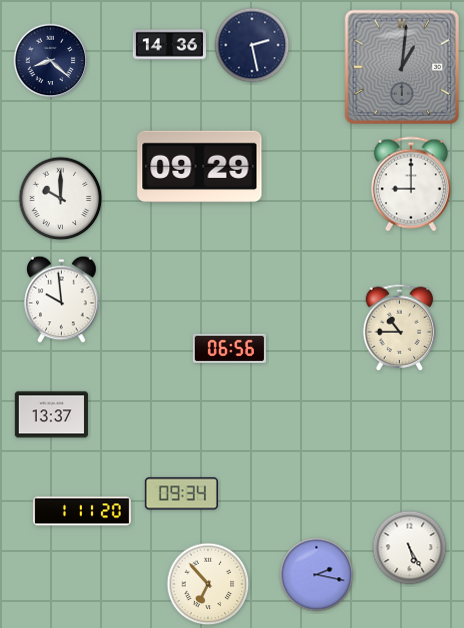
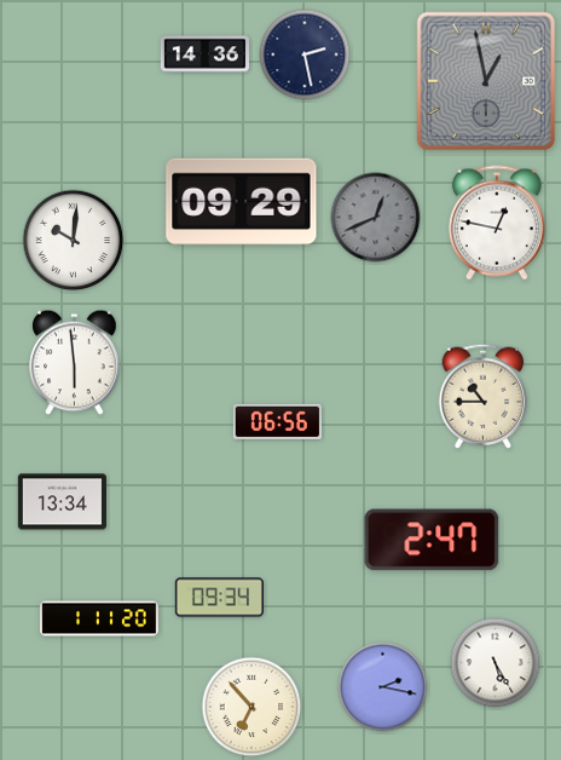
clock at (51, 61): 8:22 -> none
clock at (401, 66): 1:01 -> 12:58
clock at (376, 218): none -> 12:41
clock at (411, 184): 9:00 -> 12:47
clock at (61, 199): 10:00 -> 10:01
clock at (62, 300): 9:59 -> 5:59
clock at (51, 415): 13:37 -> 13:34
clock at (432, 540): none -> 2:47
clock at (317, 575) position: (317, 575) -> (383, 687)
